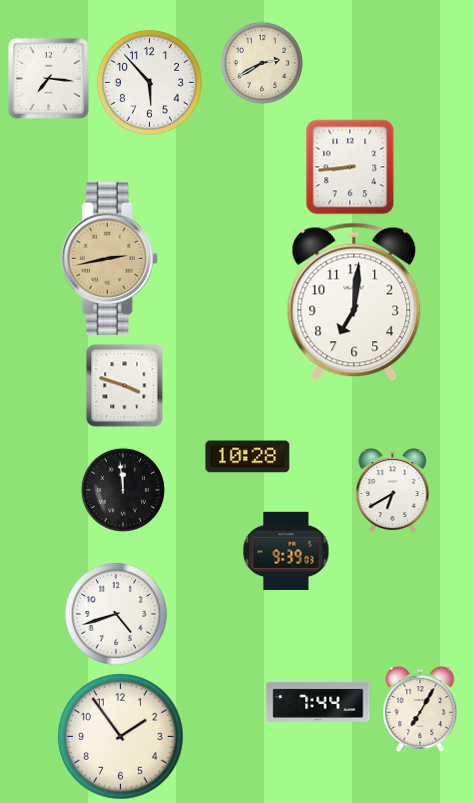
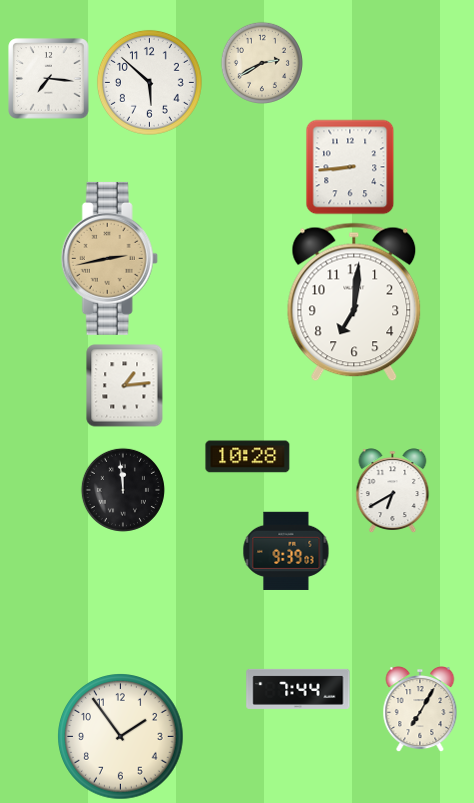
clock at (149, 82): 5:53 -> 5:52
clock at (125, 386): 3:48 -> 1:14
clock at (116, 614): 4:42 -> none
clock at (318, 702) position: (318, 702) -> (298, 689)
